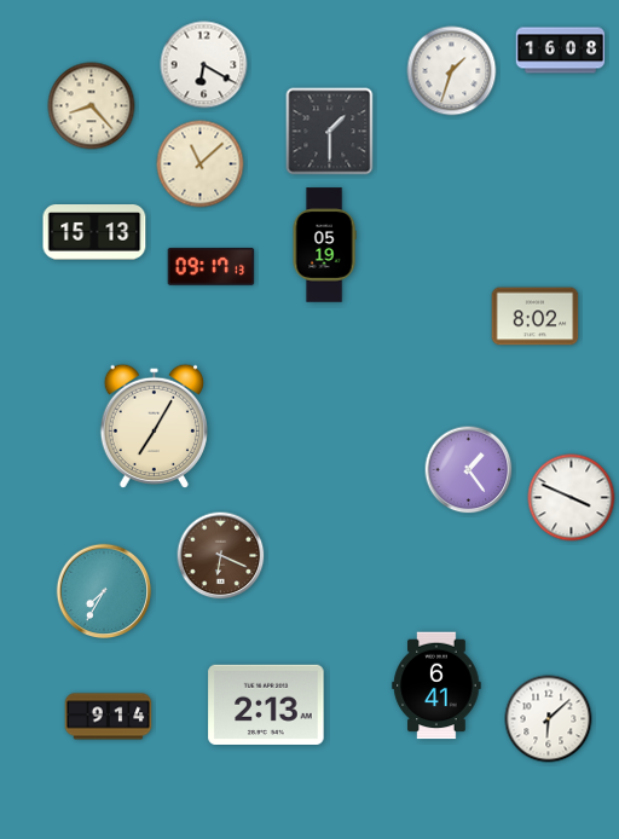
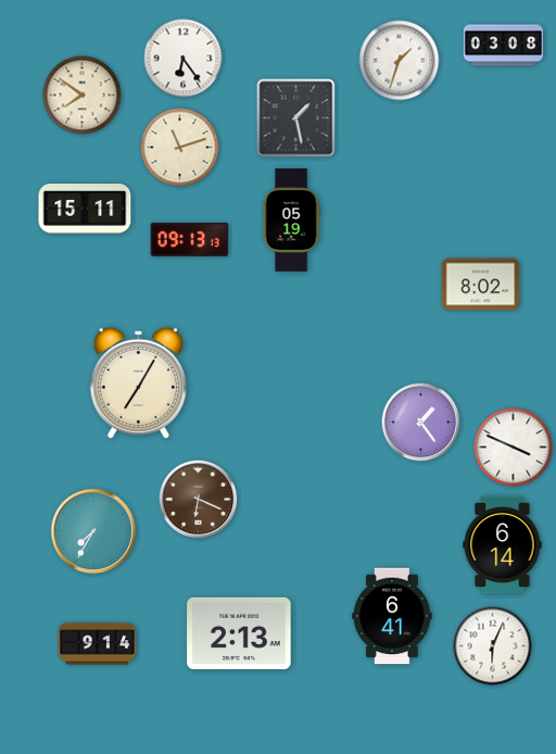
clock at (561, 51): 16:08 -> 03:08
clock at (204, 65): 6:20 -> 6:24
clock at (452, 71) position: (452, 71) -> (400, 61)
clock at (92, 106): 8:23 -> 7:51
clock at (330, 132): 1:30 -> 1:28
clock at (201, 164): 11:08 -> 11:12
clock at (94, 233): 15:13 -> 15:11
clock at (212, 266): 09:17 -> 09:13
clock at (503, 545): none -> 6:14
clock at (549, 719): 6:08 -> 6:04
